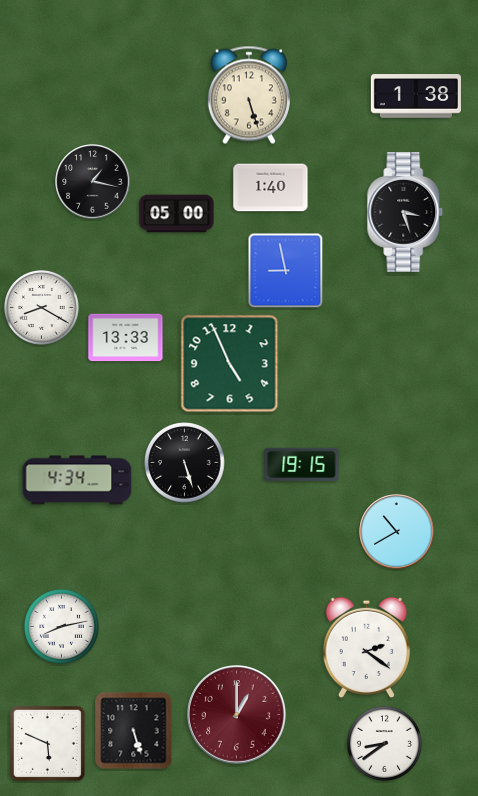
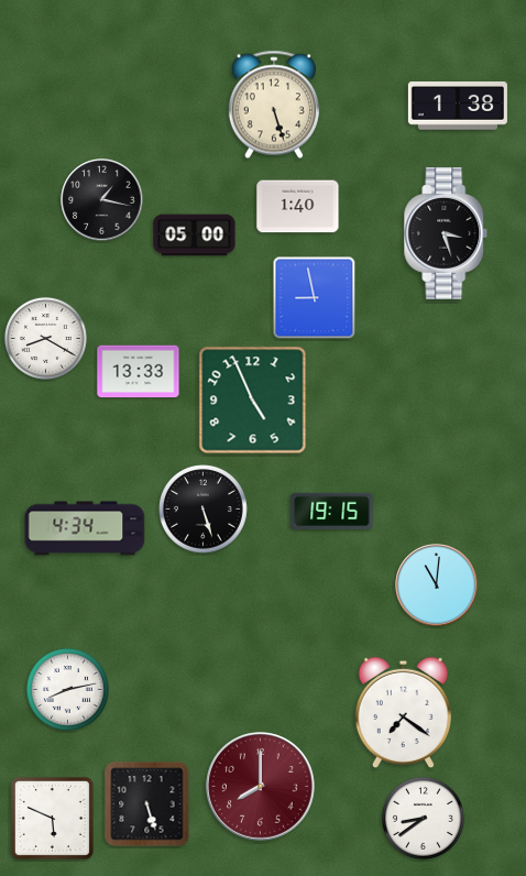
clock at (397, 532): 10:40 -> 11:01
clock at (366, 648): 2:21 -> 7:21
clock at (237, 715): 1:00 -> 8:00
